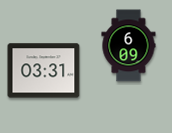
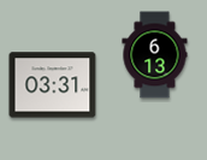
clock at (129, 46): 6:09 -> 6:13
